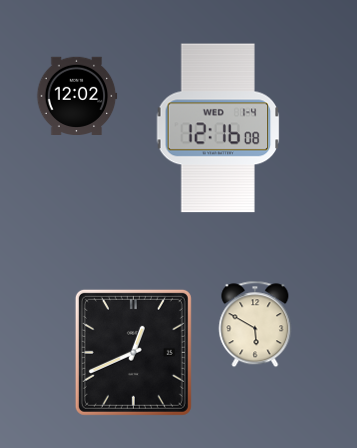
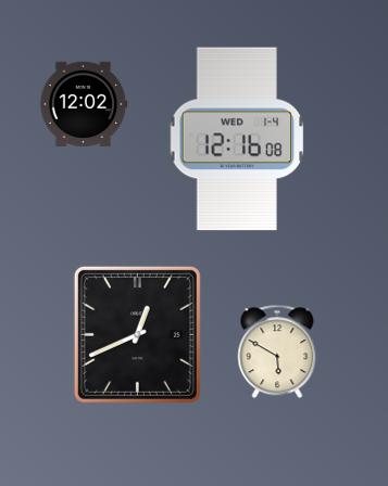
clock at (133, 352) position: (133, 352) -> (137, 334)
